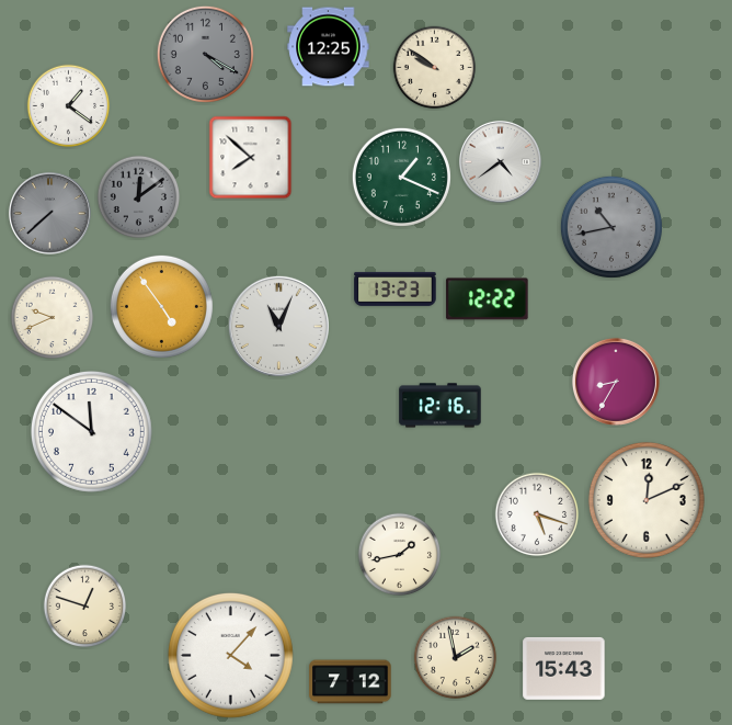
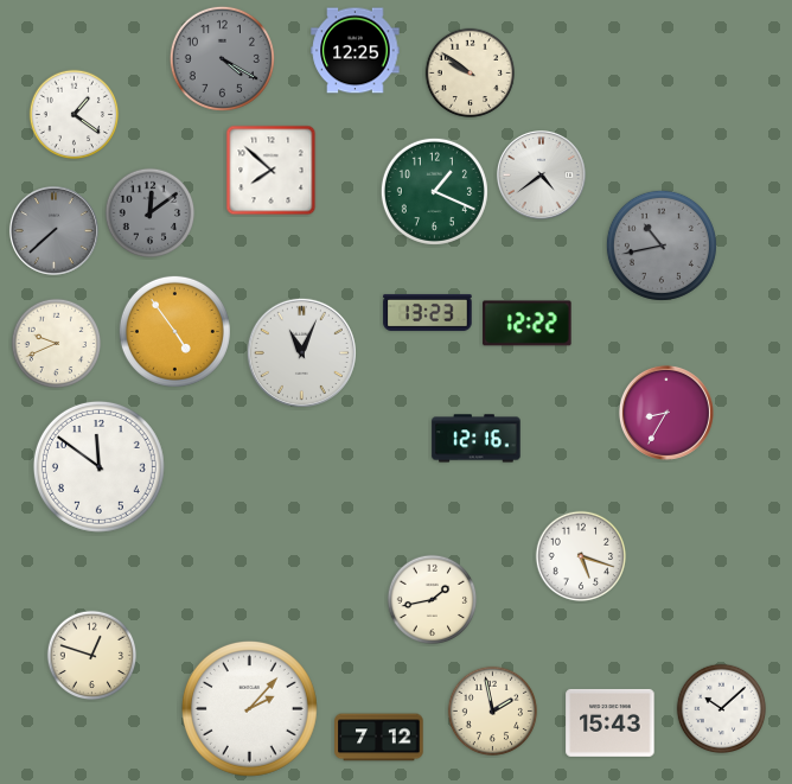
clock at (647, 500): 12:11 -> none
clock at (230, 655): 4:07 -> 2:07
clock at (722, 709): none -> 10:08
